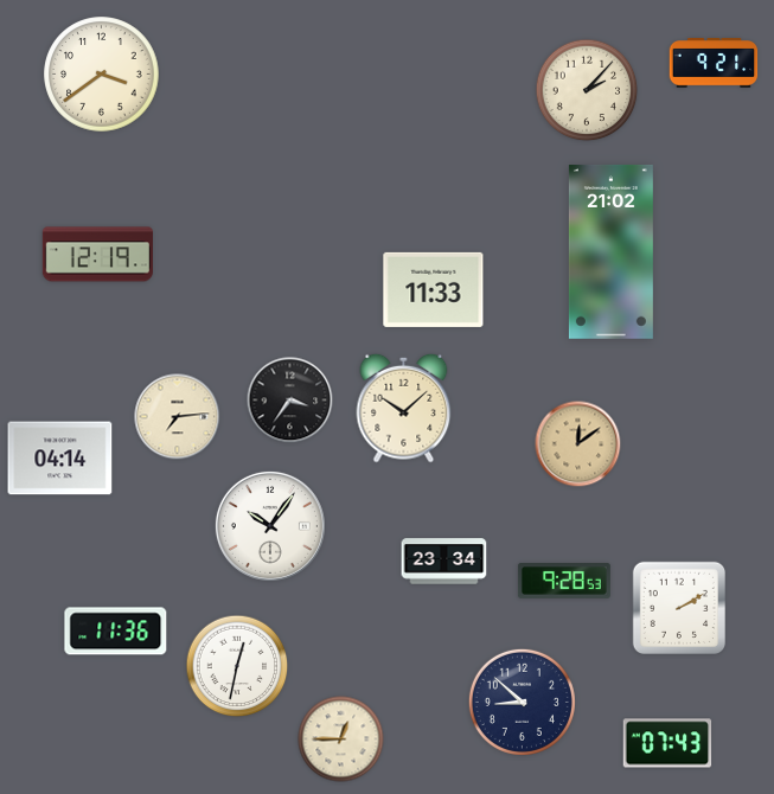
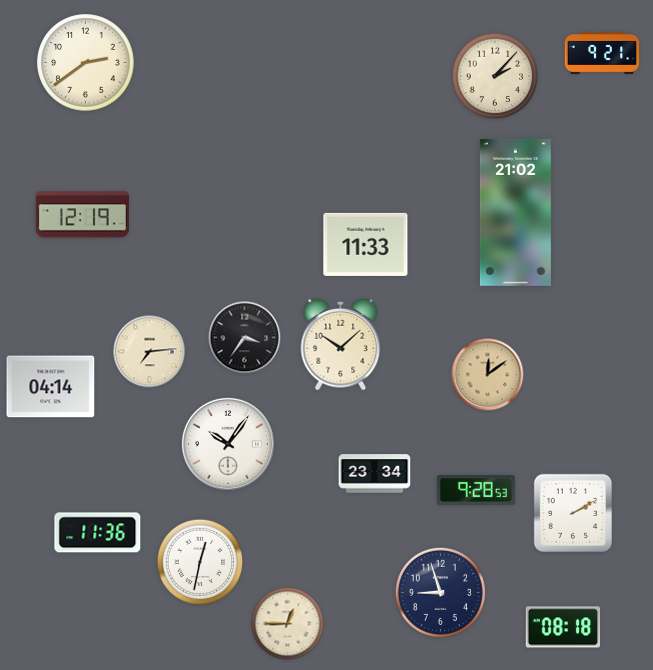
clock at (102, 75): 3:39 -> 2:39
clock at (522, 702): 8:52 -> 8:57
clock at (667, 743): 07:43 -> 08:18
